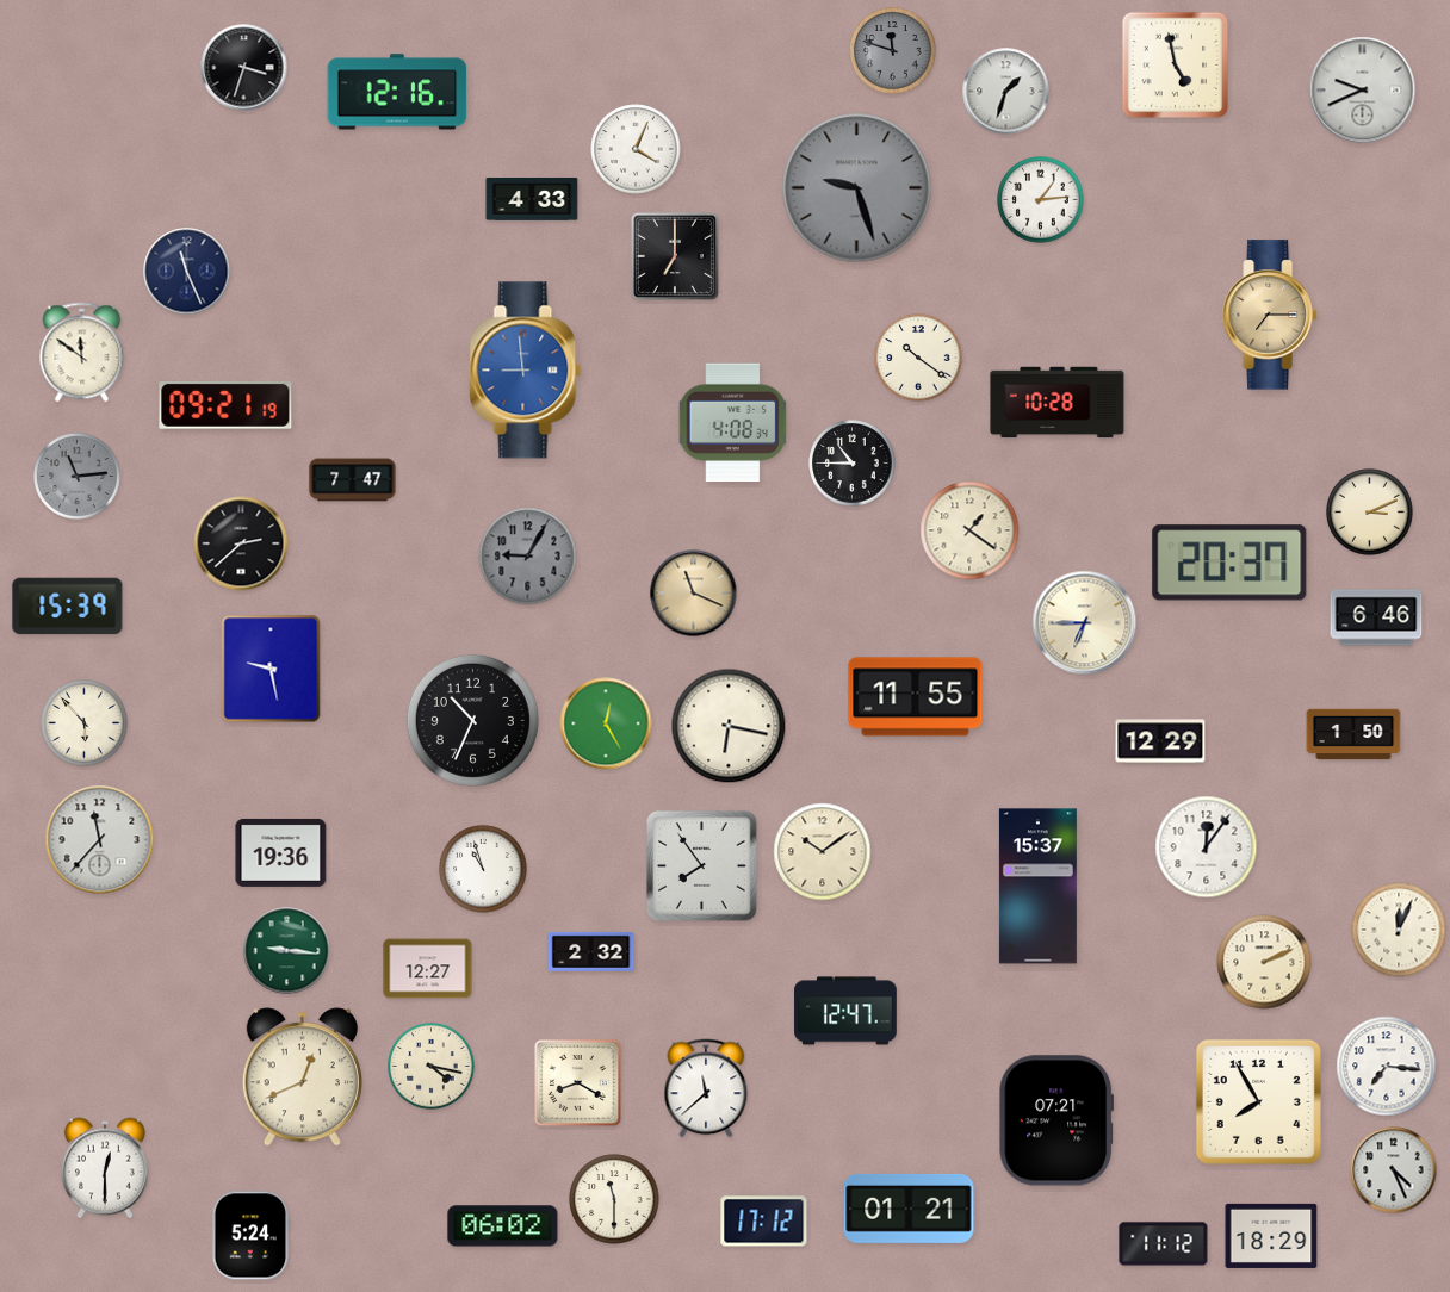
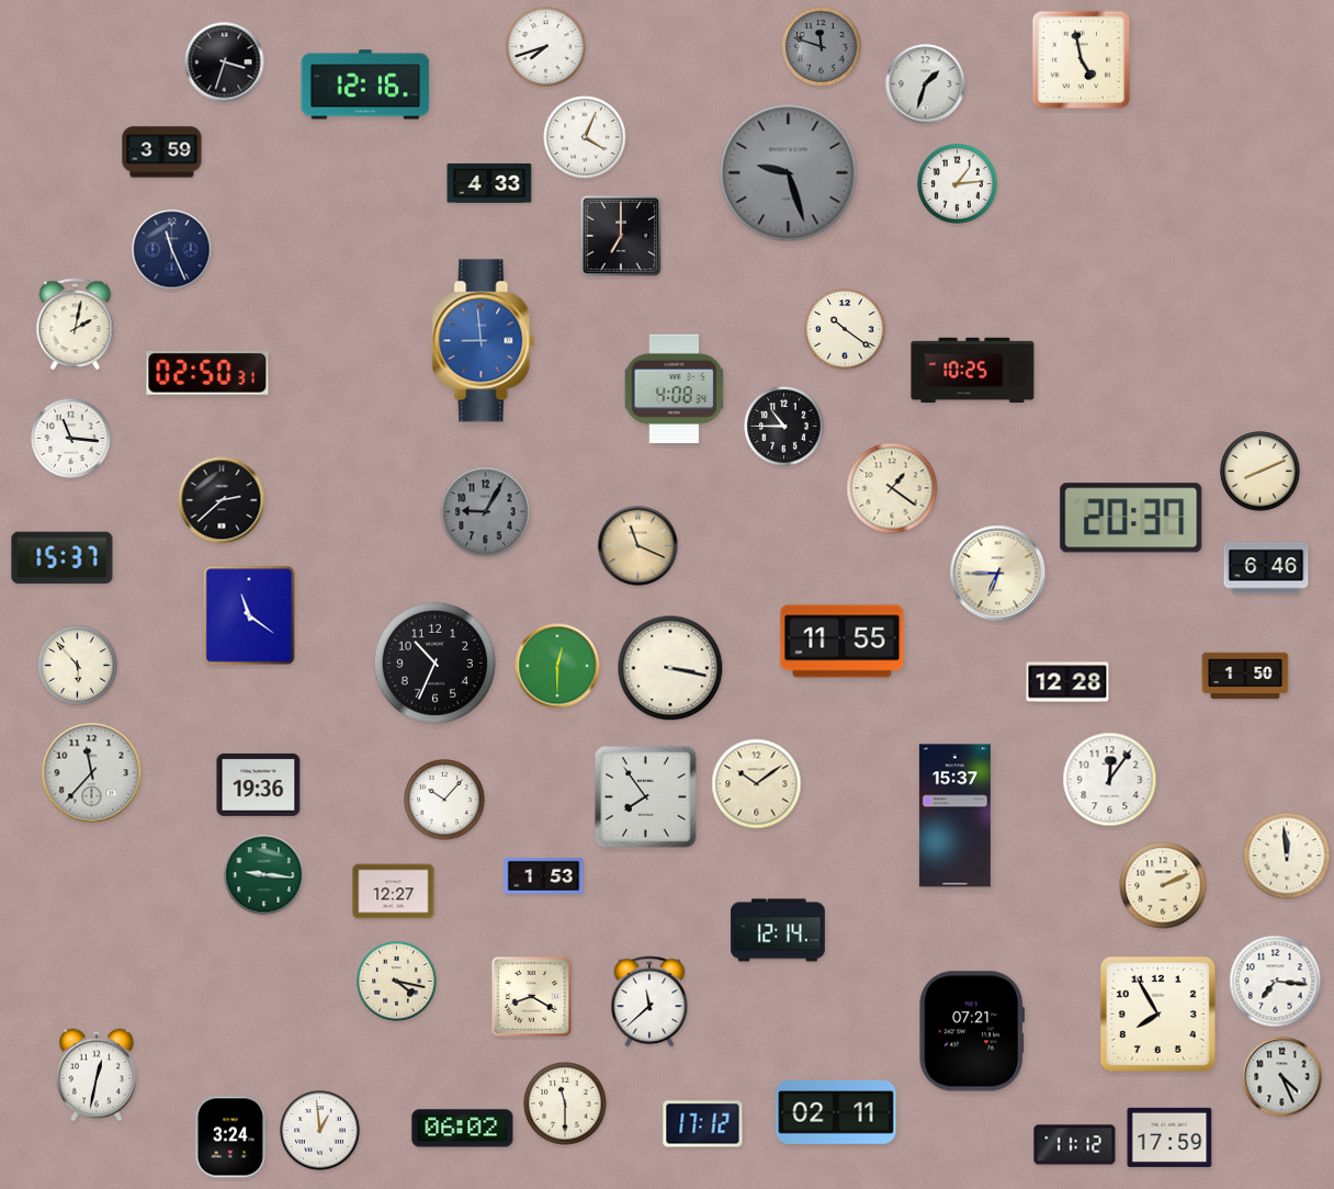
clock at (546, 47): none -> 7:42
clock at (1363, 91): 9:41 -> none
clock at (162, 152): none -> 3:59
clock at (1270, 315): 7:15 -> none
clock at (82, 353): 11:51 -> 2:02
clock at (1058, 403): 10:28 -> 10:25
clock at (225, 405): 09:21 -> 02:50
clock at (78, 477): 11:14 -> 11:16
clock at (78, 477) dial: grey -> white
clock at (353, 480): 7:47 -> none
clock at (1370, 513): 3:11 -> 8:11
clock at (68, 607): 15:39 -> 15:37
clock at (271, 669): 9:28 -> 11:21
clock at (606, 723): 12:25 -> 12:30
clock at (729, 726): 6:17 -> 3:17
clock at (1160, 741): 12:29 -> 12:28
clock at (483, 869): 10:57 -> 10:07
clock at (1399, 930): 12:04 -> 11:59
clock at (591, 951): 2:32 -> 1:53
clock at (845, 1011): 12:47 -> 12:14
clock at (302, 1077): 12:41 -> none
clock at (105, 1168): 12:30 -> 12:32
clock at (909, 1209): 01:21 -> 02:11
clock at (320, 1131): none -> 12:59
clock at (250, 1236): 5:24 -> 3:24
clock at (1271, 1236): 18:29 -> 17:59
clock at (1164, 1244) position: (1164, 1244) -> (1075, 1145)
